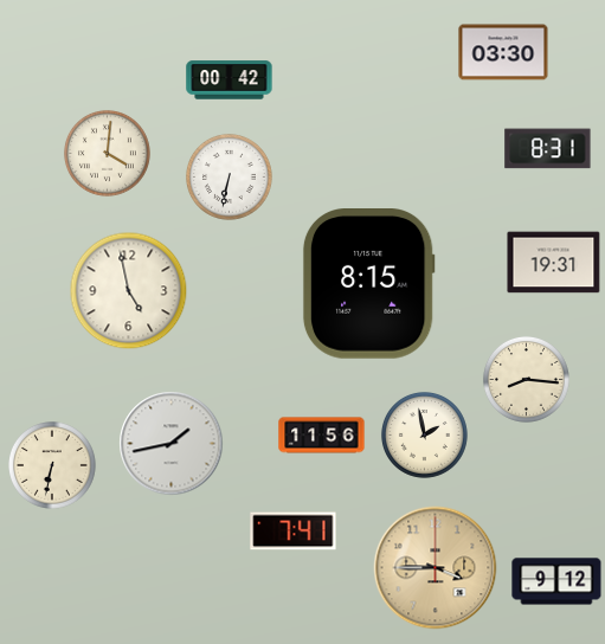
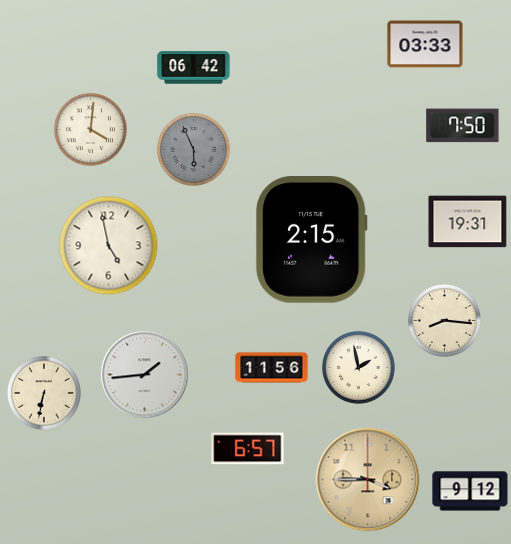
clock at (503, 52): 03:30 -> 03:33
clock at (230, 80): 00:42 -> 06:42
clock at (548, 149): 8:31 -> 7:50
clock at (229, 176): 6:32 -> 5:56
clock at (229, 176) dial: white -> grey
clock at (368, 284): 8:15 -> 2:15
clock at (172, 444): 1:43 -> 1:44
clock at (294, 532): 7:41 -> 6:57
